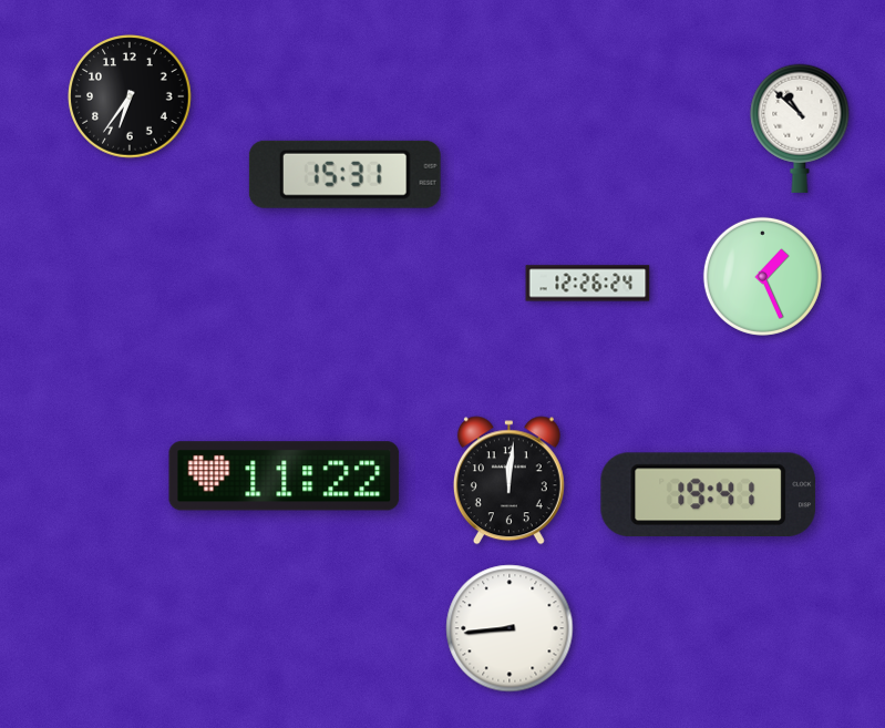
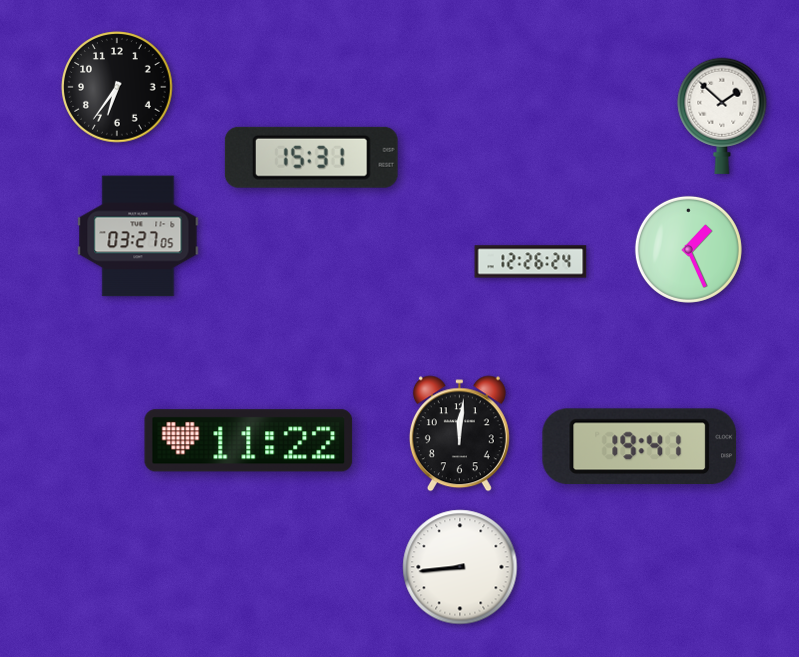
clock at (800, 129): 10:52 -> 1:52
clock at (138, 236): none -> 03:27
clock at (588, 284) position: (588, 284) -> (531, 262)
clock at (285, 476) position: (285, 476) -> (249, 441)
